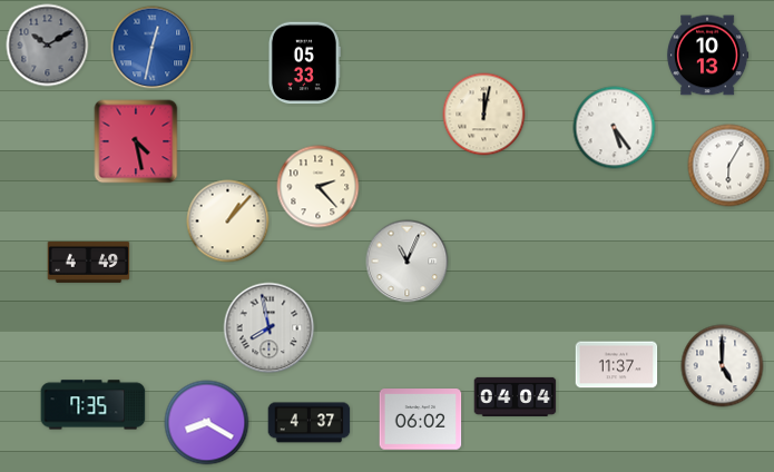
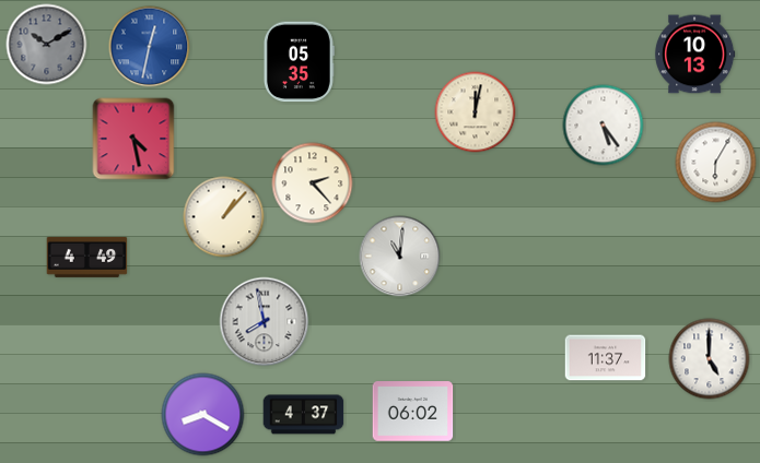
clock at (304, 63): 05:33 -> 05:35
clock at (408, 262): 11:04 -> 11:01
clock at (516, 396): 04:04 -> none
clock at (94, 405): 7:35 -> none
